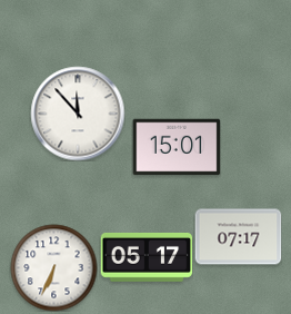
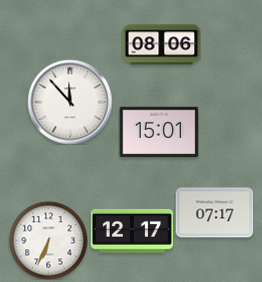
clock at (161, 45): none -> 08:06
clock at (147, 257): 05:17 -> 12:17
